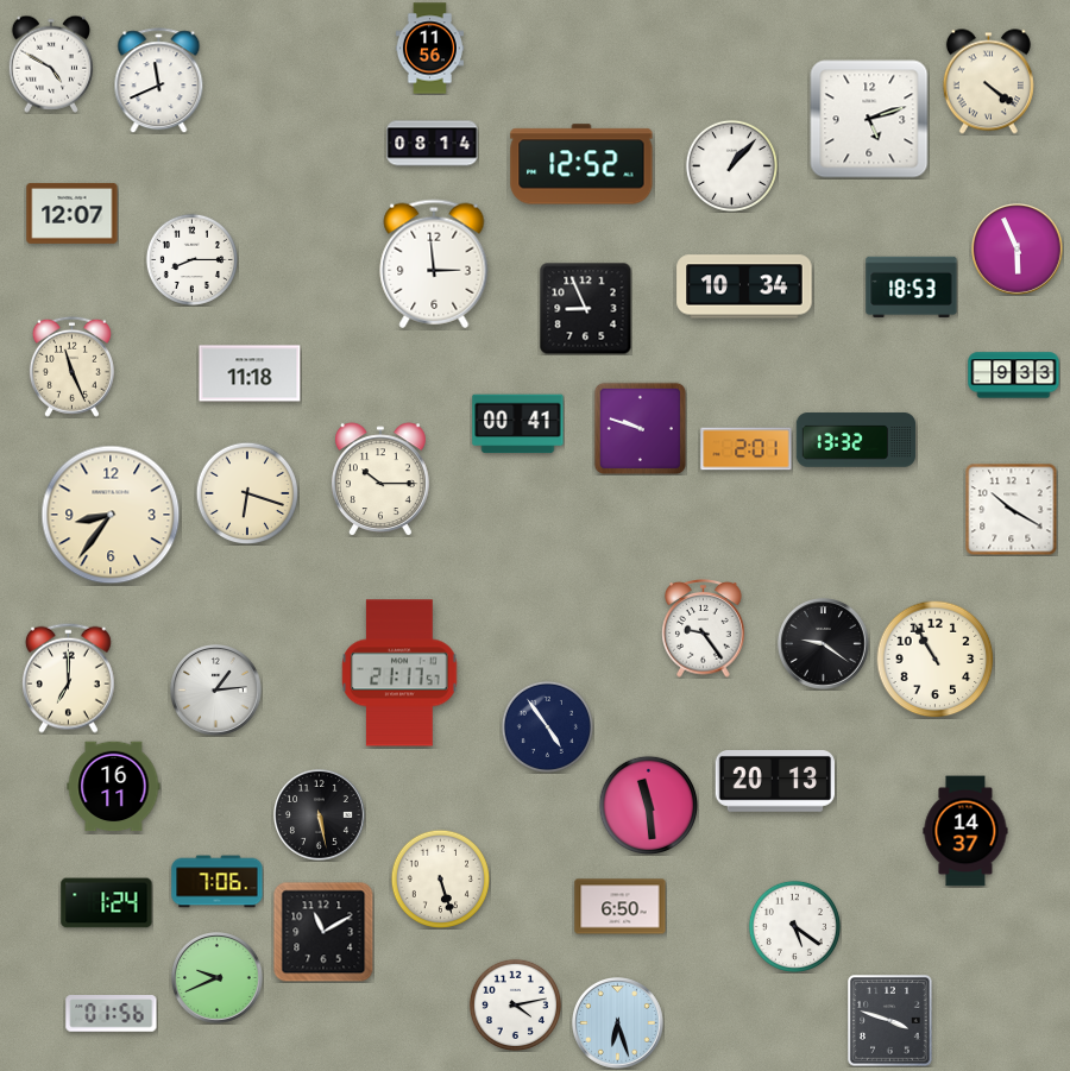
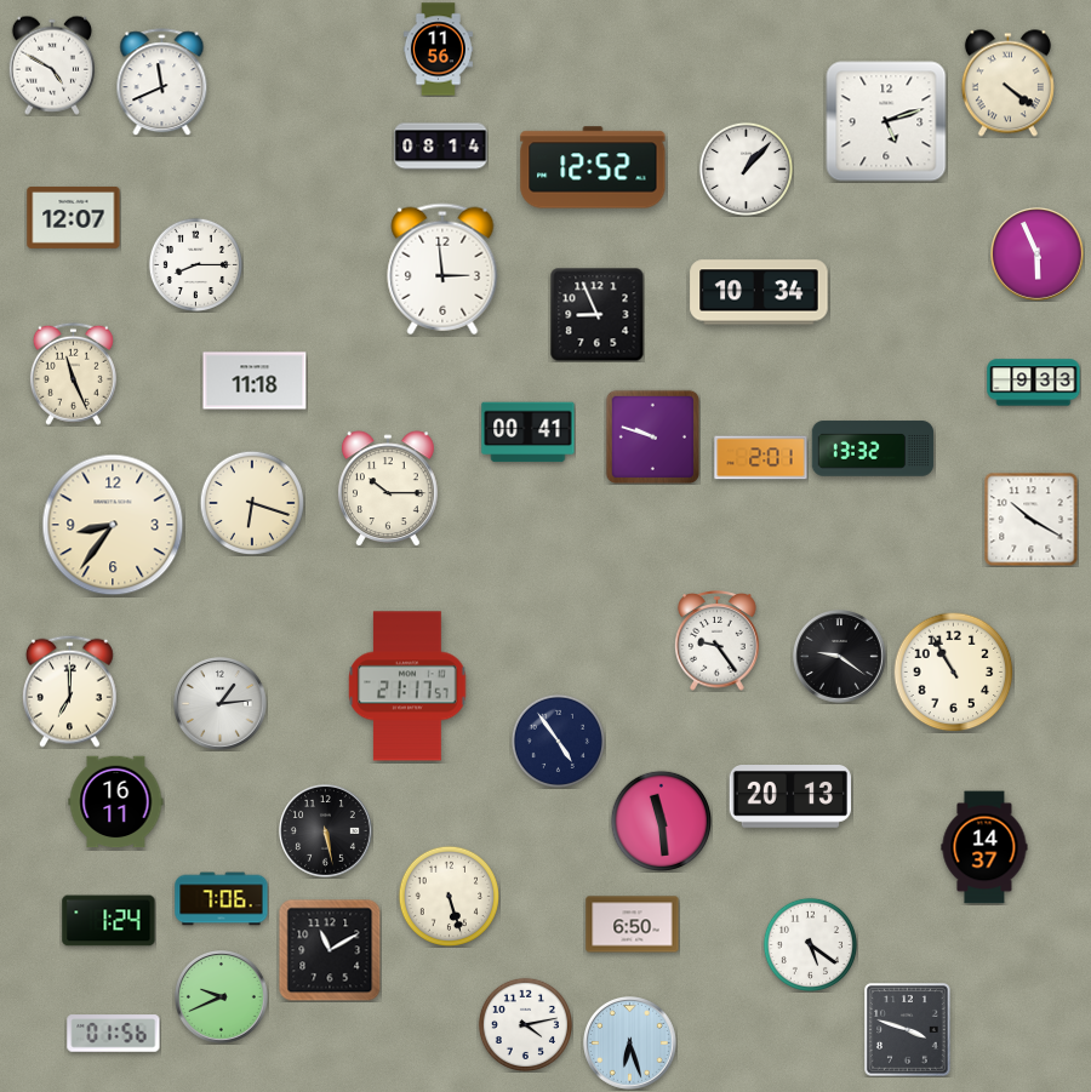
clock at (912, 288): 18:53 -> none
clock at (890, 1021) position: (890, 1021) -> (908, 1030)
